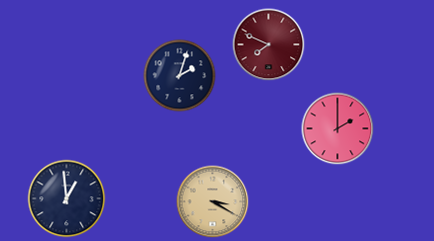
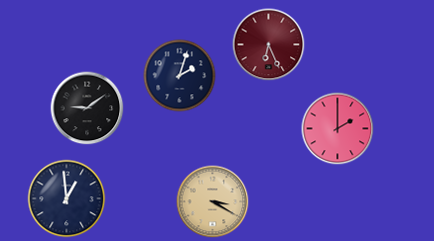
clock at (269, 45): 7:49 -> 6:26
clock at (87, 108): none -> 9:09
